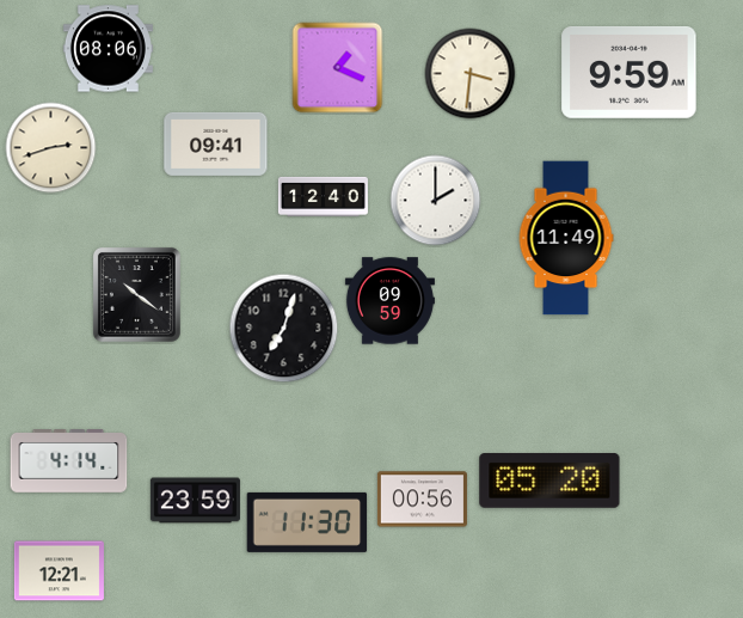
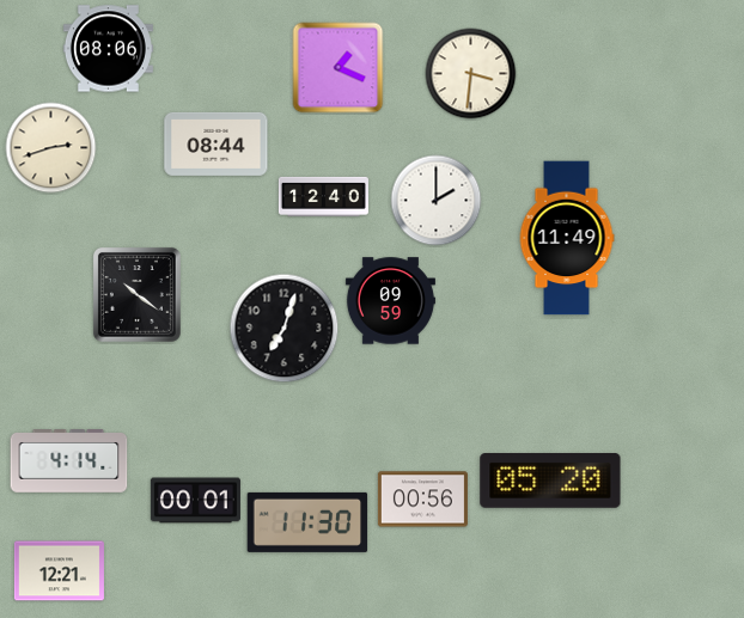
clock at (630, 72): 9:59 -> none
clock at (216, 143): 09:41 -> 08:44
clock at (195, 501): 23:59 -> 00:01
